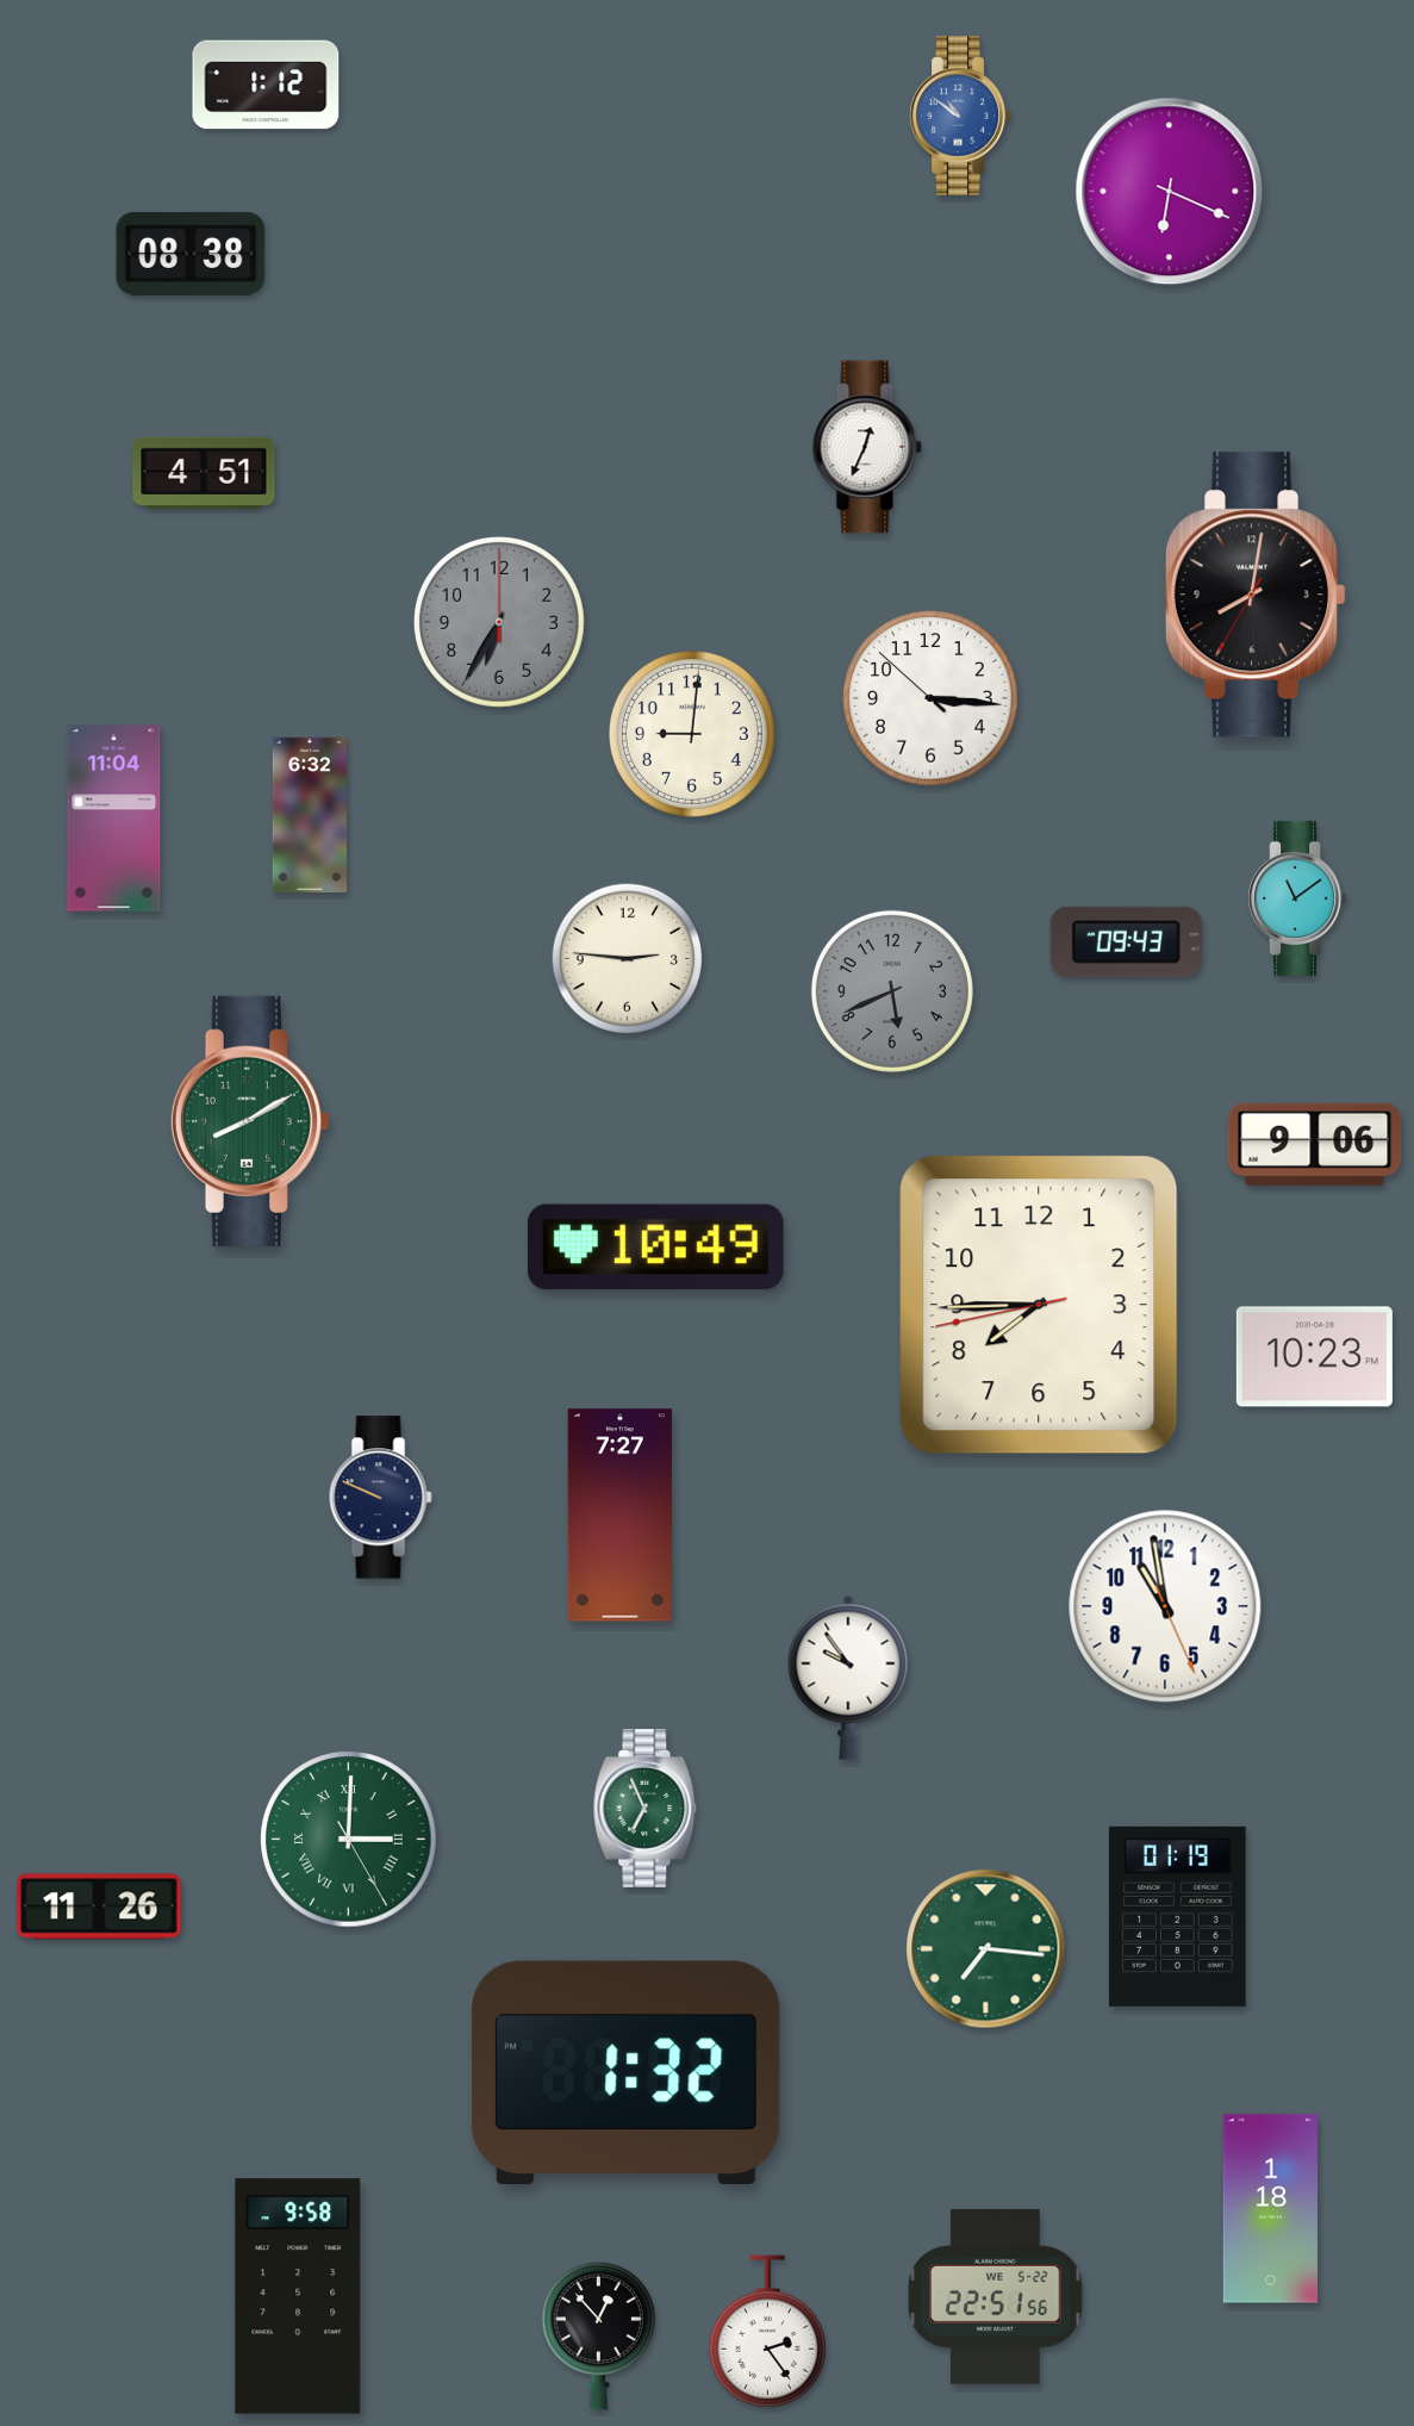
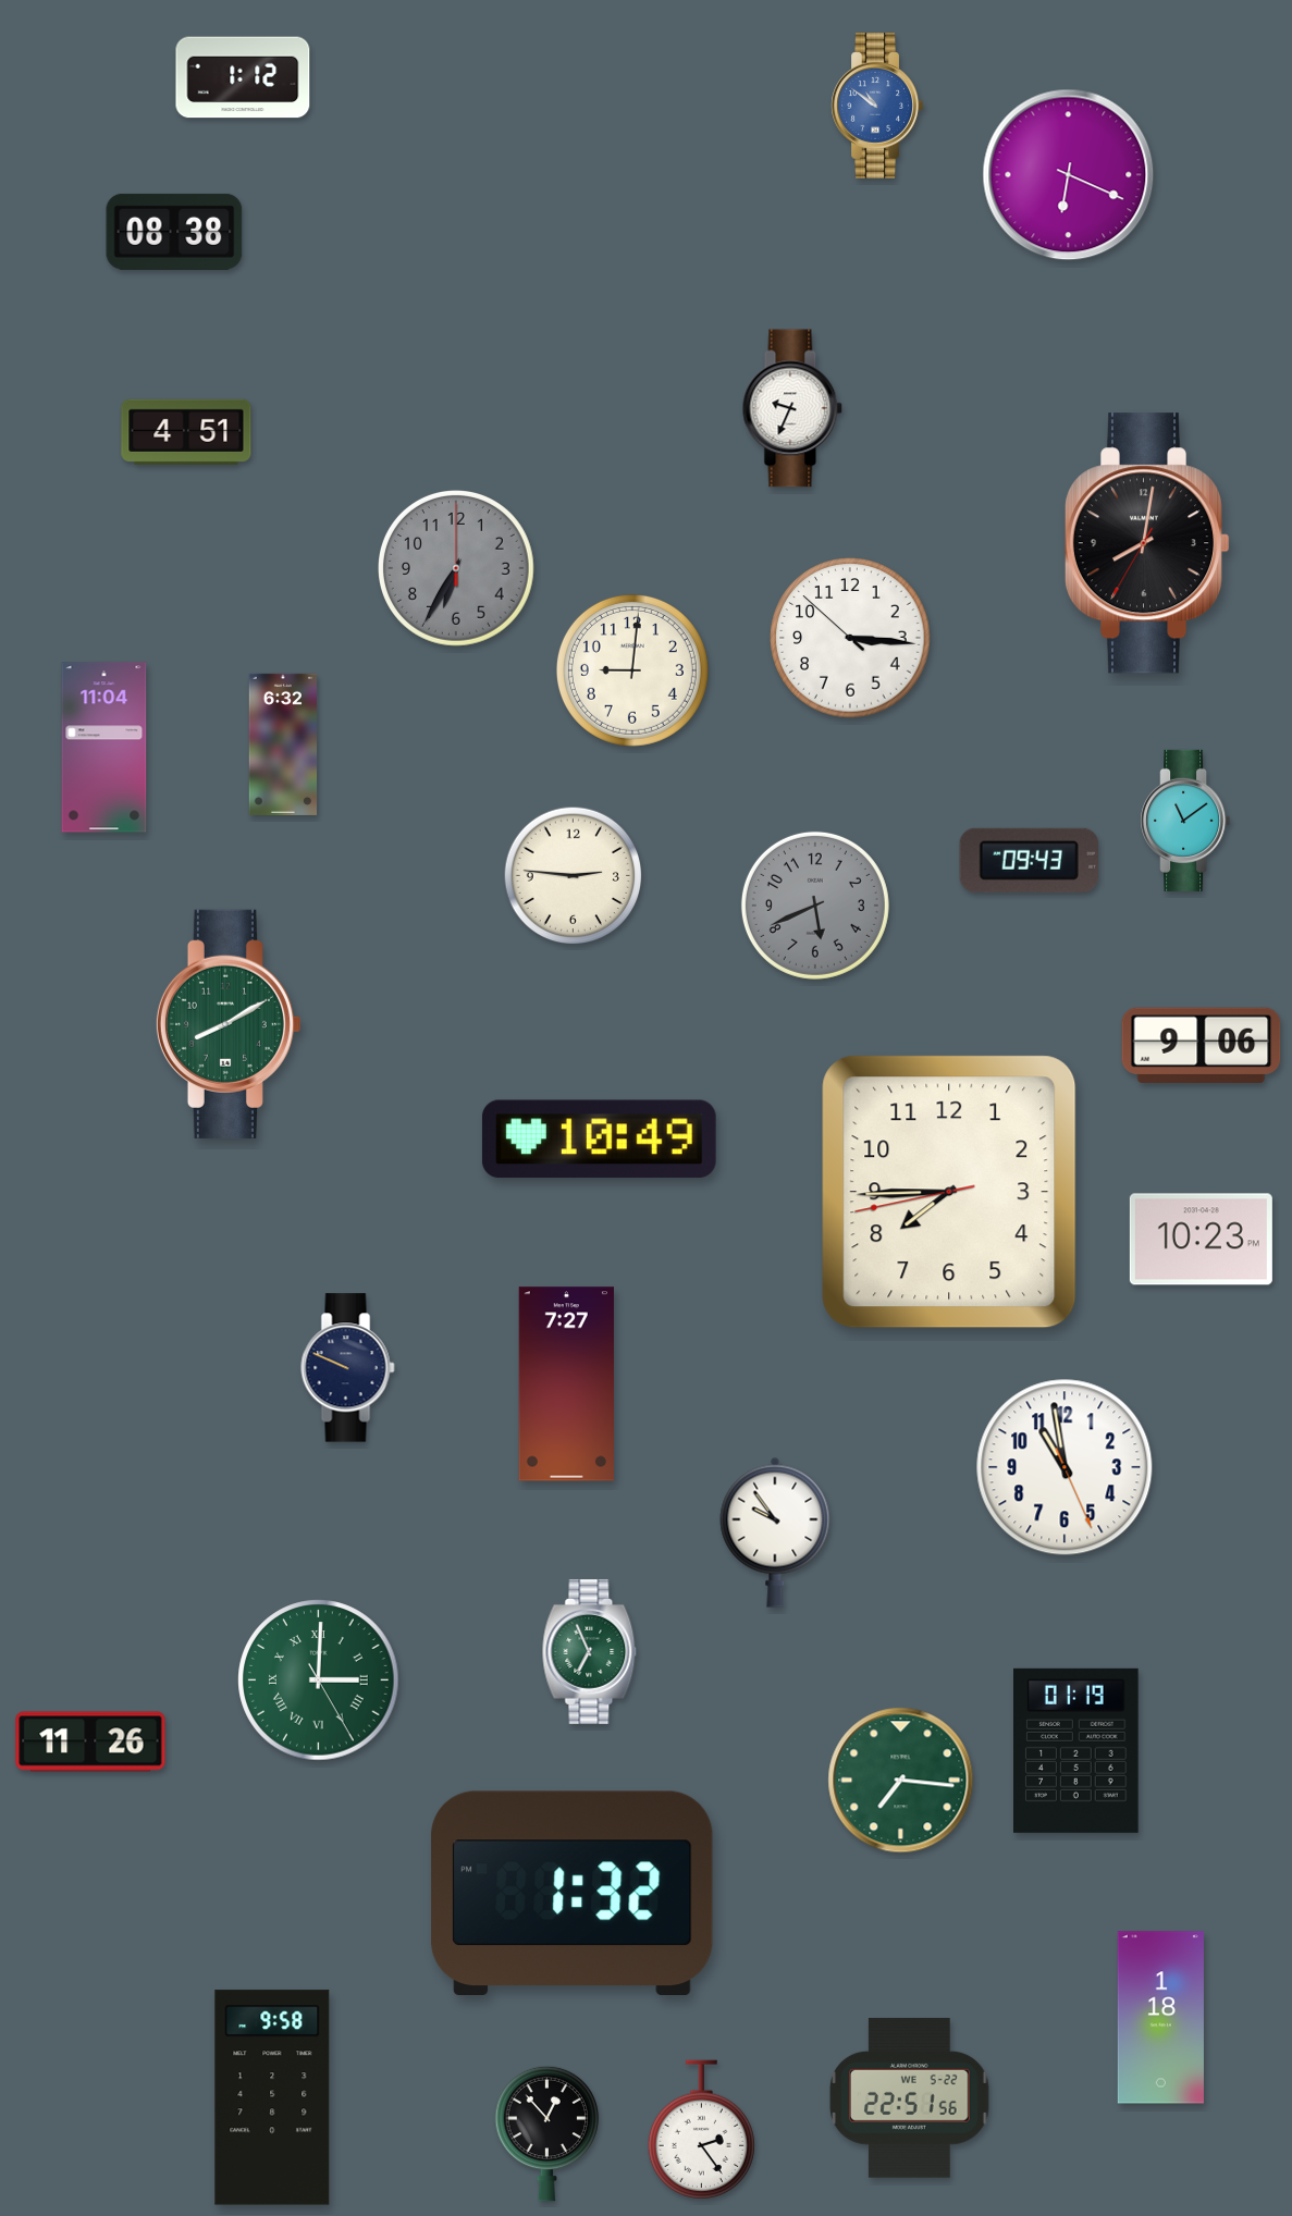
clock at (867, 447): 12:34 -> 9:34
